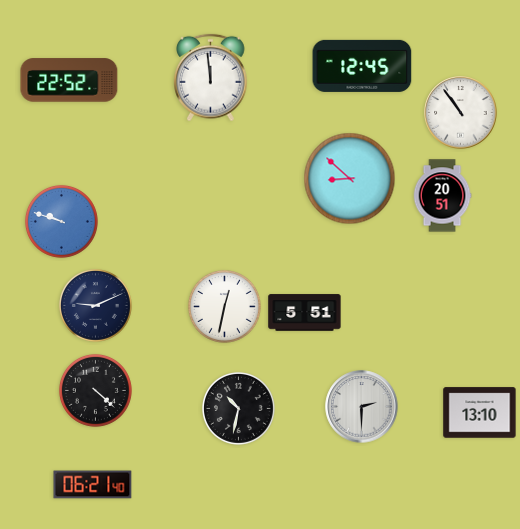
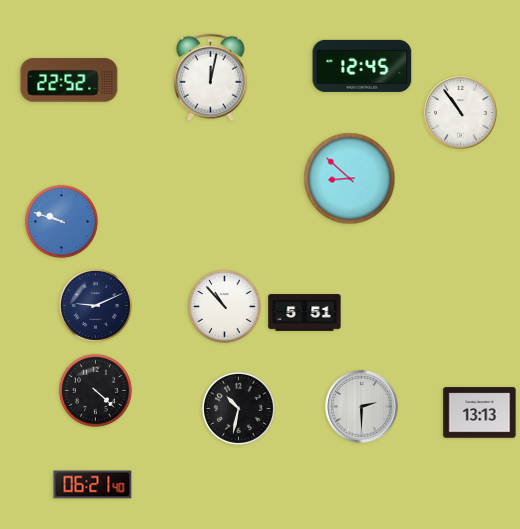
clock at (211, 78): 11:59 -> 12:02
clock at (442, 196): 20:51 -> none
clock at (224, 306): 12:32 -> 10:53
clock at (480, 413): 13:10 -> 13:13
